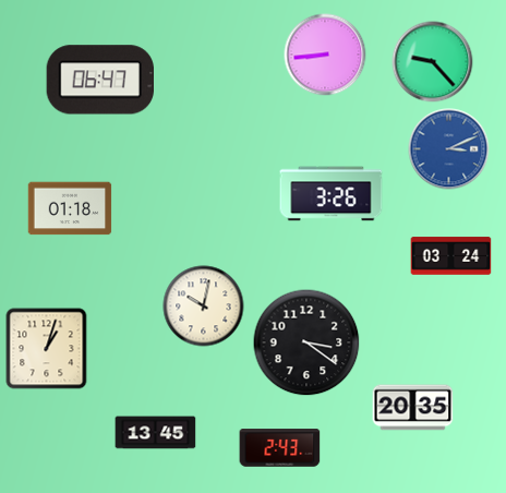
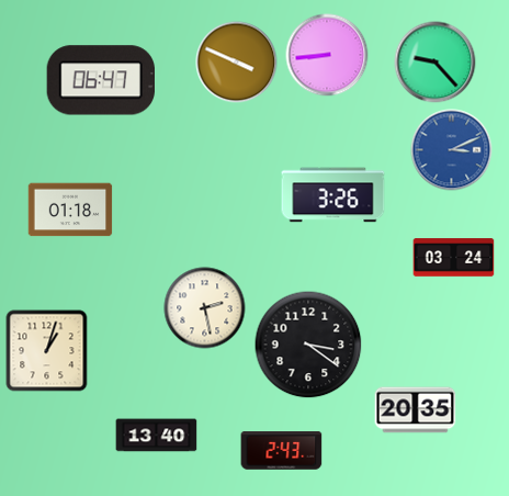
clock at (237, 63): none -> 3:49
clock at (204, 306): 10:02 -> 2:28
clock at (156, 433): 13:45 -> 13:40
